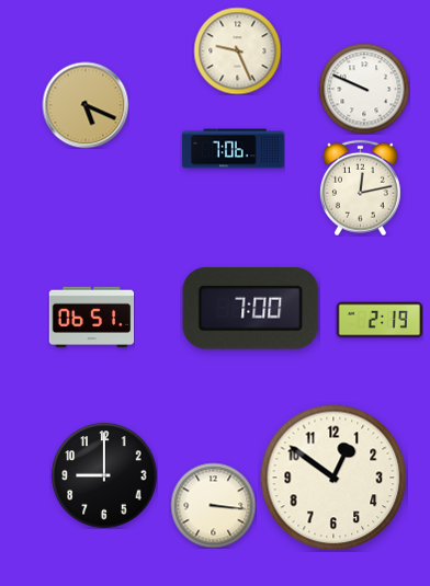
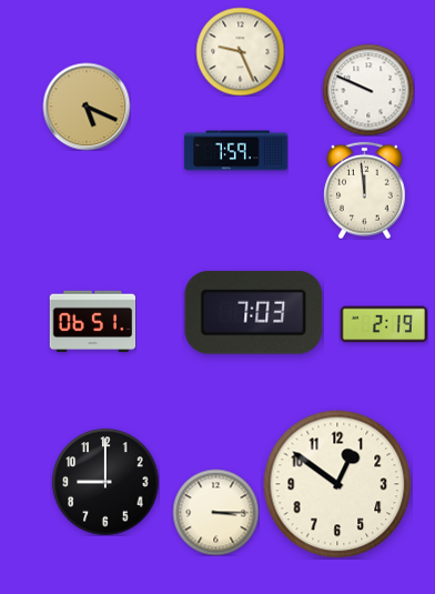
clock at (234, 149): 7:06 -> 7:59
clock at (361, 187): 12:13 -> 11:59
clock at (251, 308): 7:00 -> 7:03
clock at (213, 505): 3:16 -> 3:15
